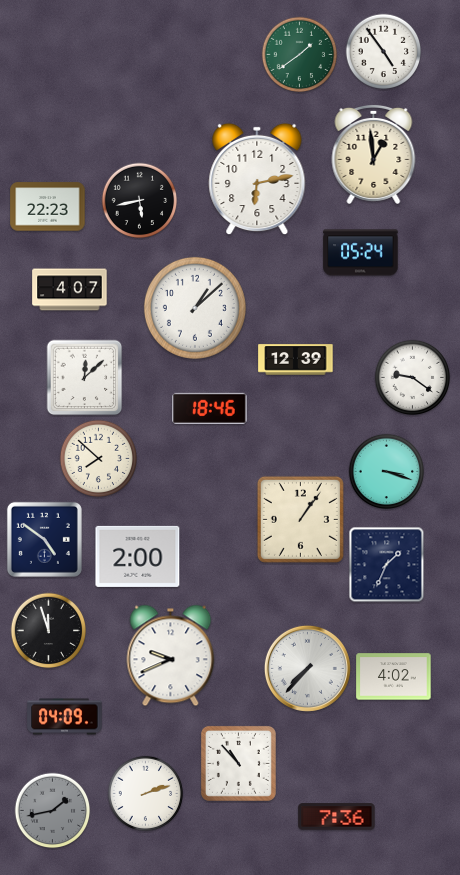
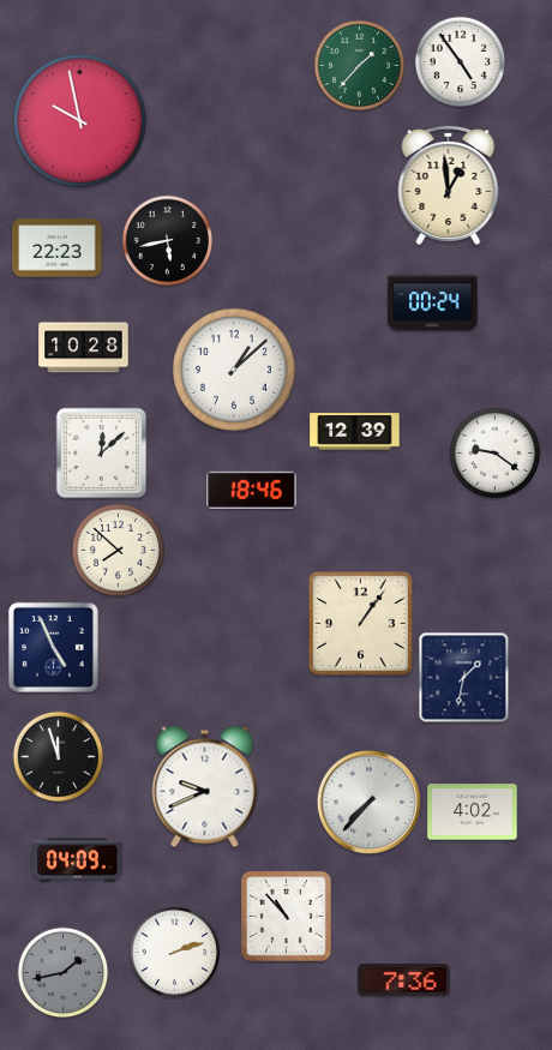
clock at (300, 55): 1:39 -> 1:37
clock at (79, 120): none -> 9:58
clock at (257, 179): 6:13 -> none
clock at (361, 253): 05:24 -> 00:24
clock at (70, 290): 4:07 -> 10:28
clock at (387, 472): 3:18 -> none
clock at (44, 539): 4:51 -> 4:56
clock at (138, 556): 2:00 -> none
clock at (387, 565): 1:34 -> 1:32
